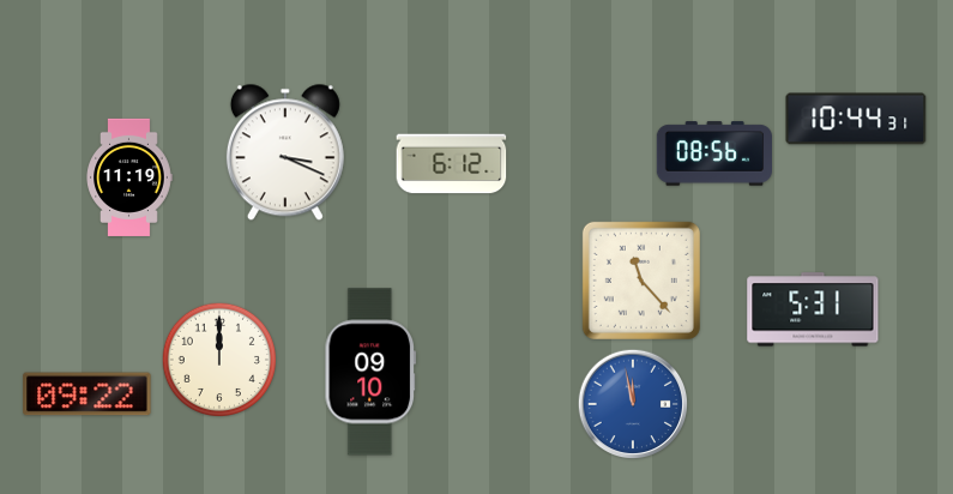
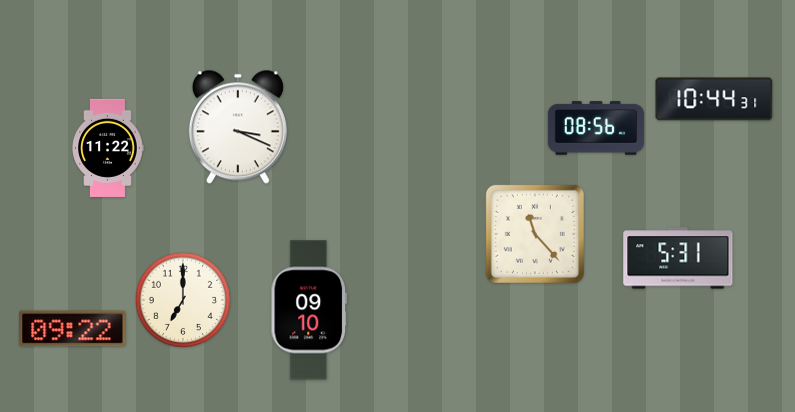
clock at (452, 164): 6:12 -> none
clock at (129, 177): 11:19 -> 11:22
clock at (218, 359): 12:00 -> 7:00
clock at (633, 404): 11:58 -> none
